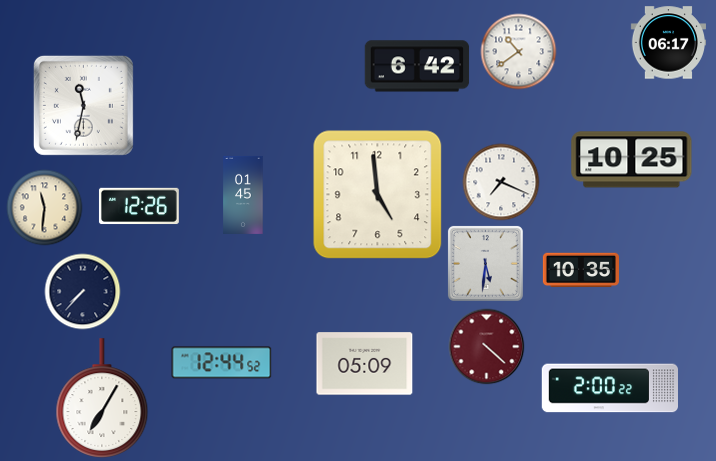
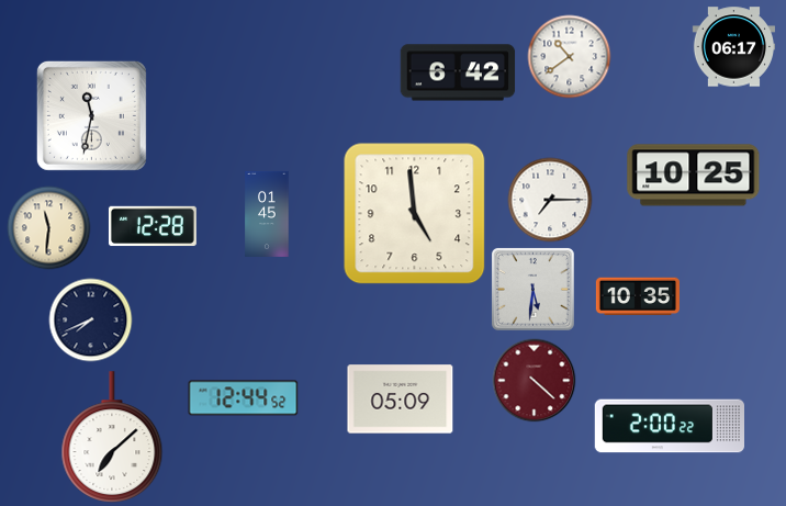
clock at (501, 182): 7:19 -> 7:15
clock at (139, 206): 12:26 -> 12:28
clock at (83, 292): 7:37 -> 7:41
clock at (102, 398): 7:05 -> 7:08
